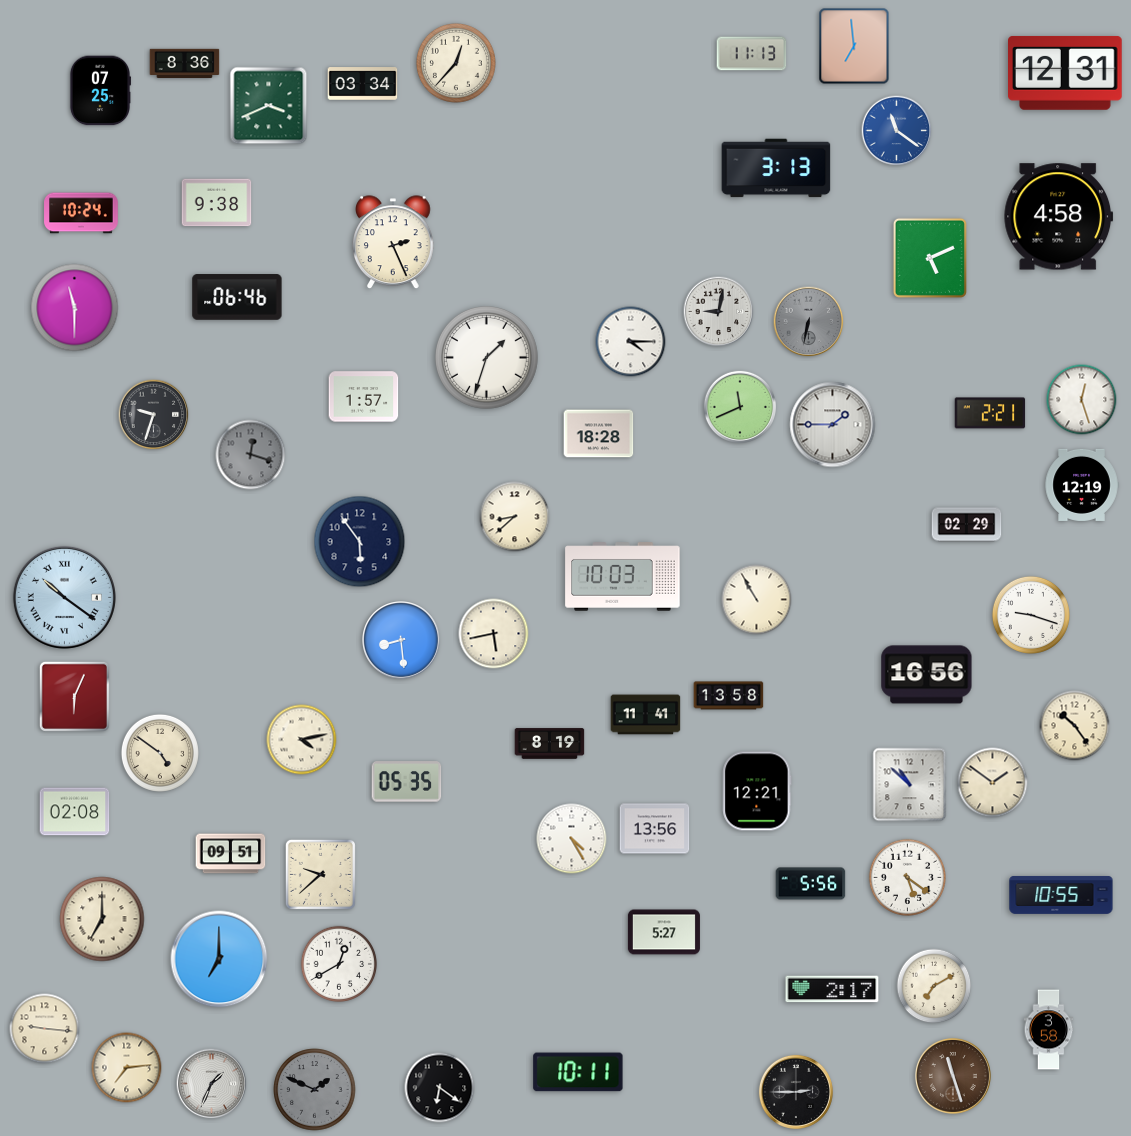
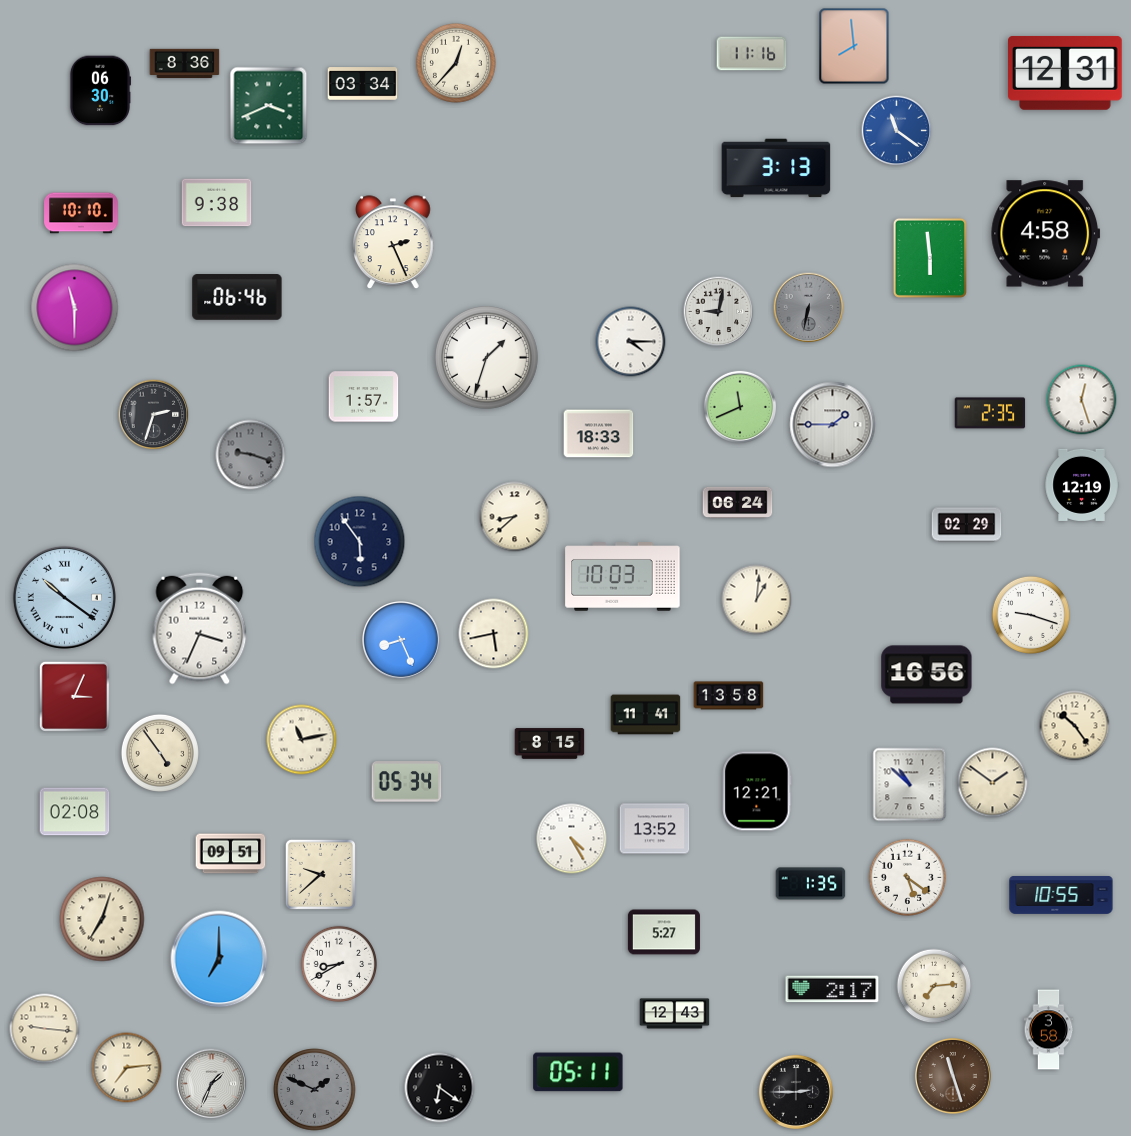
clock at (854, 46): 6:59 -> 7:59
clock at (752, 54): 11:13 -> 11:16
clock at (100, 91): 07:25 -> 06:30
clock at (81, 213): 10:24 -> 10:10
clock at (1059, 217) position: (1059, 217) -> (1046, 234)
clock at (930, 258): 5:11 -> 5:59
clock at (809, 322) position: (809, 322) -> (809, 308)
clock at (990, 413): 2:21 -> 2:35
clock at (154, 415): 9:33 -> 2:33
clock at (599, 434): 18:28 -> 18:33
clock at (251, 455): 12:18 -> 9:18
clock at (738, 502): none -> 06:24
clock at (757, 600): 10:55 -> 1:01
clock at (200, 629): none -> 3:34
clock at (402, 641): 8:29 -> 8:26
clock at (74, 696): 6:04 -> 3:04
clock at (302, 740): 4:13 -> 11:13
clock at (550, 744): 8:19 -> 8:15
clock at (160, 753): 4:51 -> 4:54
clock at (407, 782): 05:35 -> 05:34
clock at (655, 829): 13:56 -> 13:52
clock at (811, 884): 5:56 -> 1:35
clock at (102, 919): 7:00 -> 7:03
clock at (339, 964): 12:40 -> 8:40
clock at (934, 986): 7:10 -> 7:14
clock at (675, 1014): none -> 12:43
clock at (578, 1072): 10:11 -> 05:11
